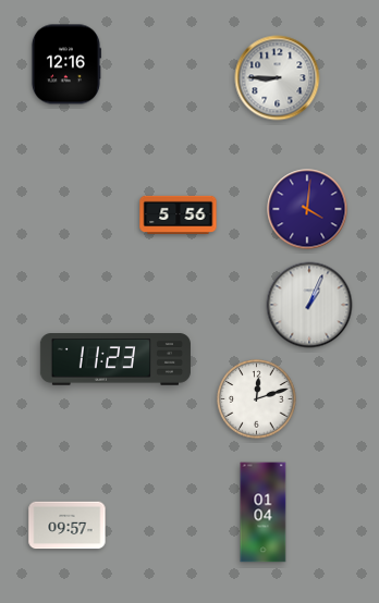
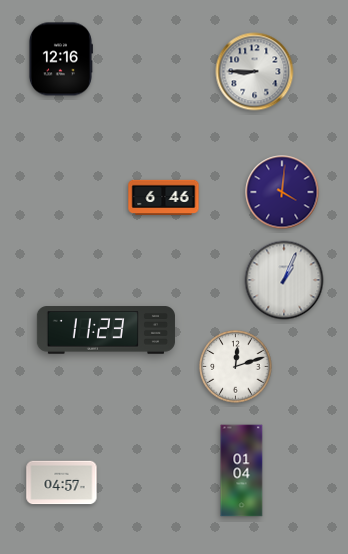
clock at (179, 214): 5:56 -> 6:46
clock at (68, 526): 09:57 -> 04:57
